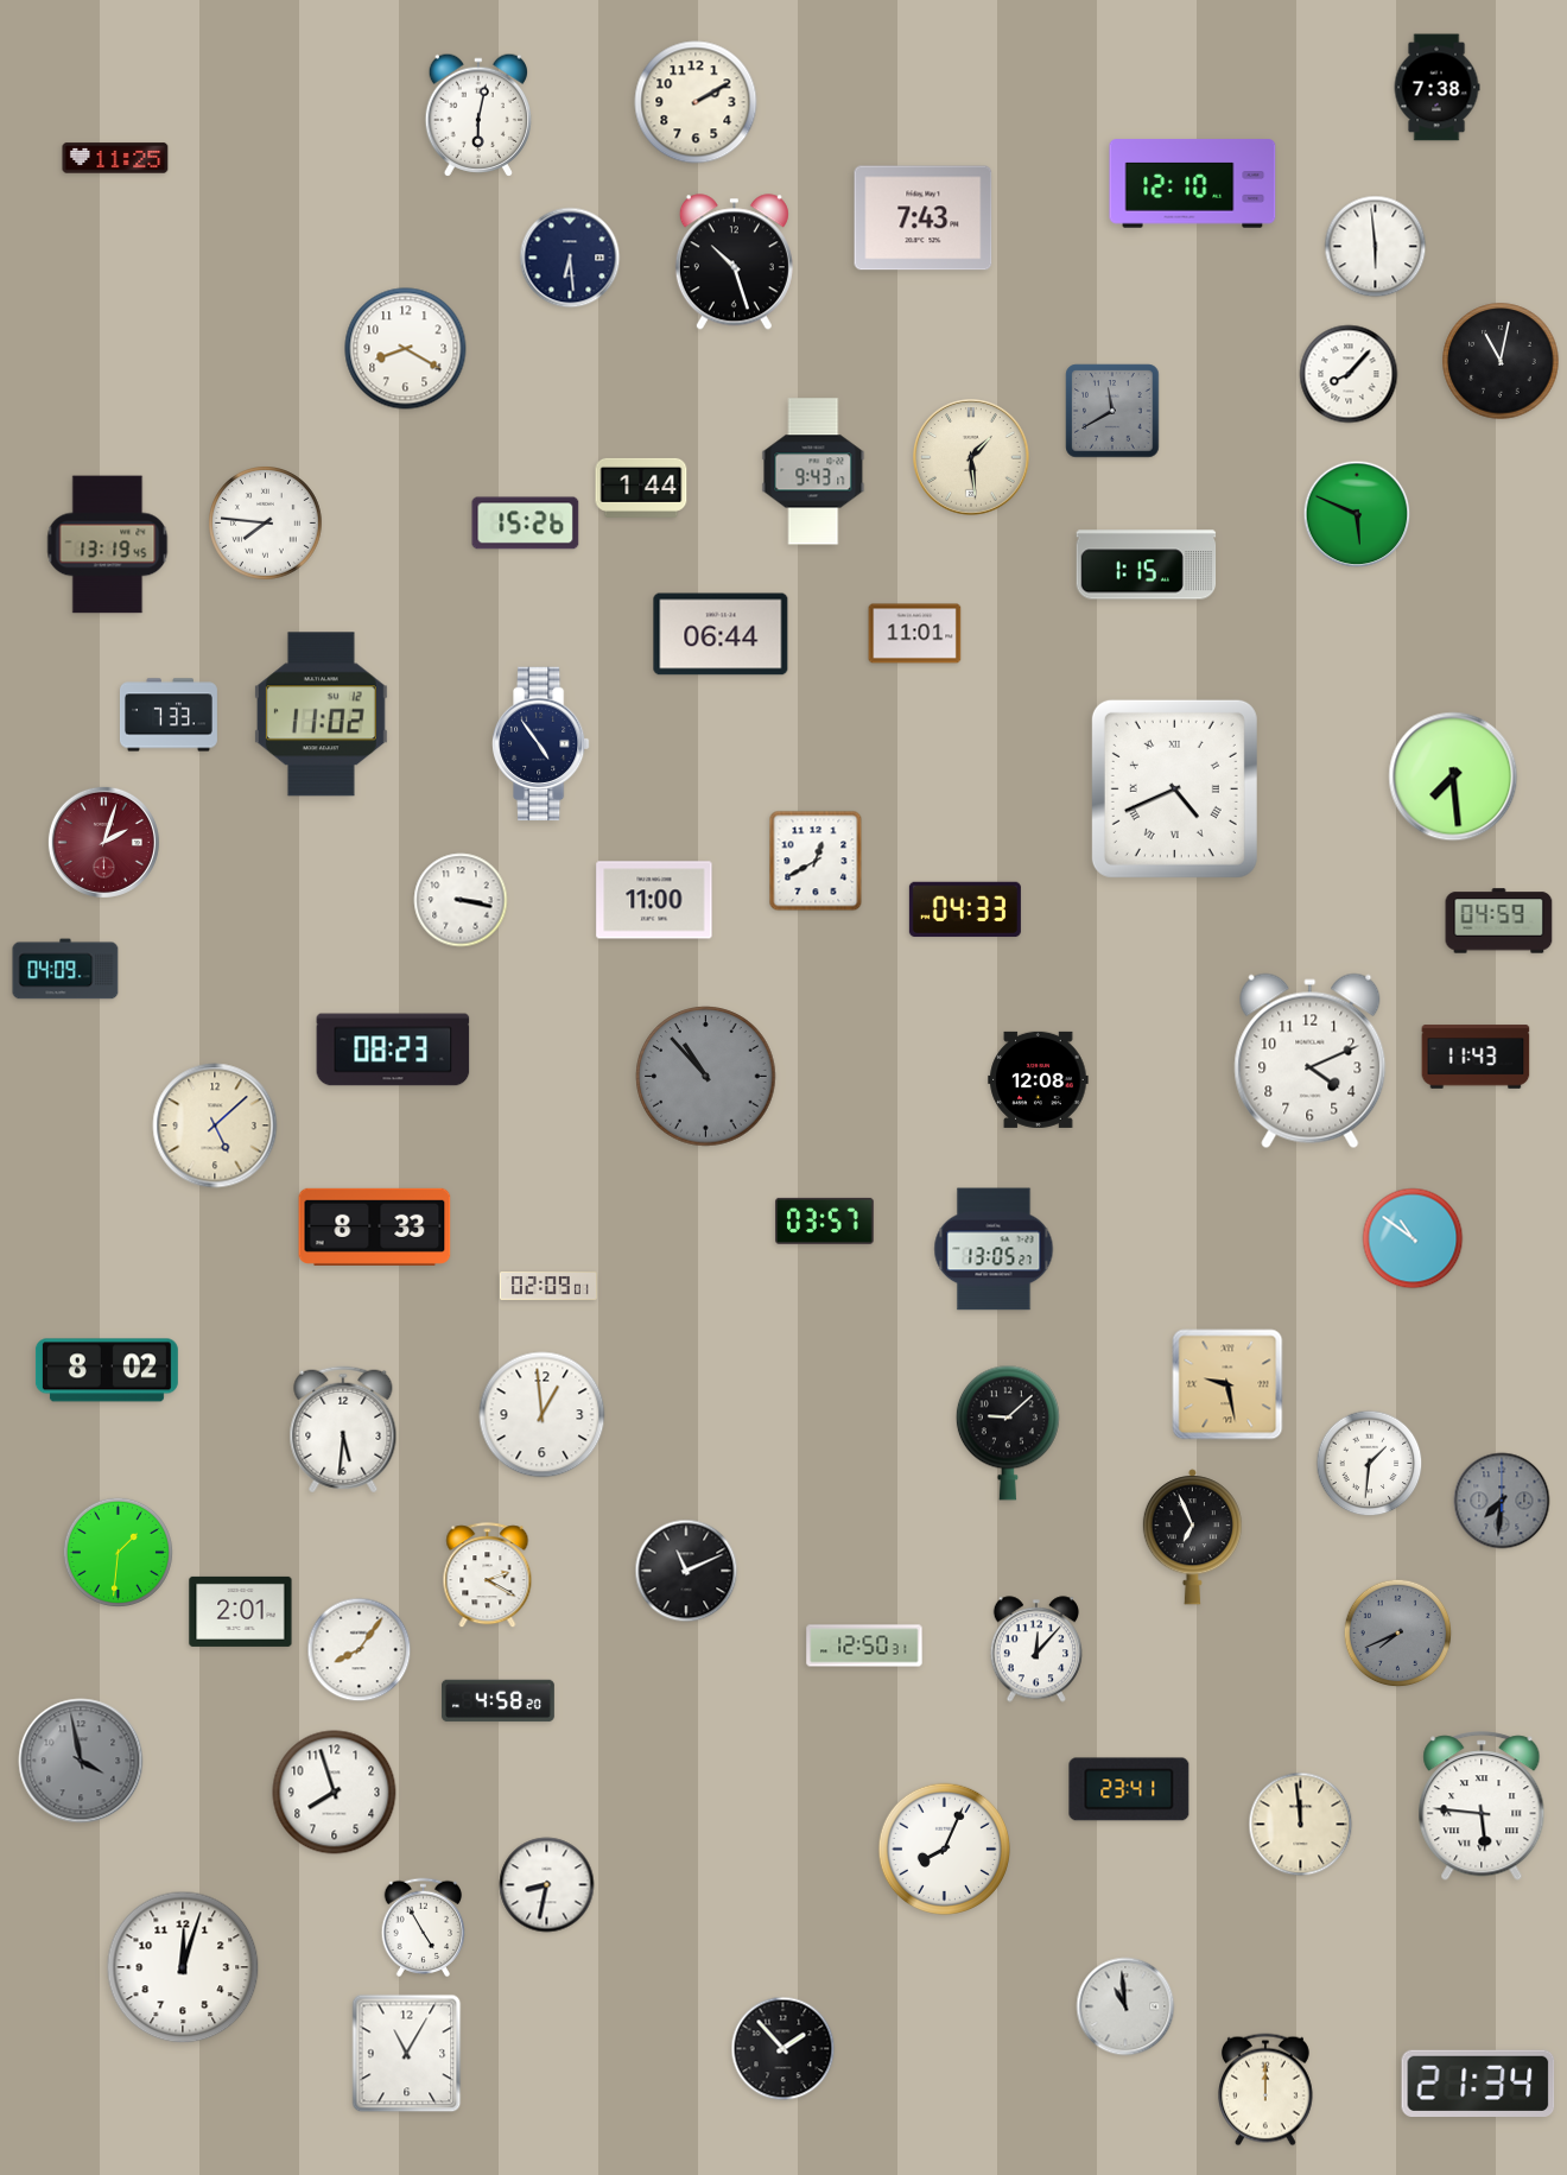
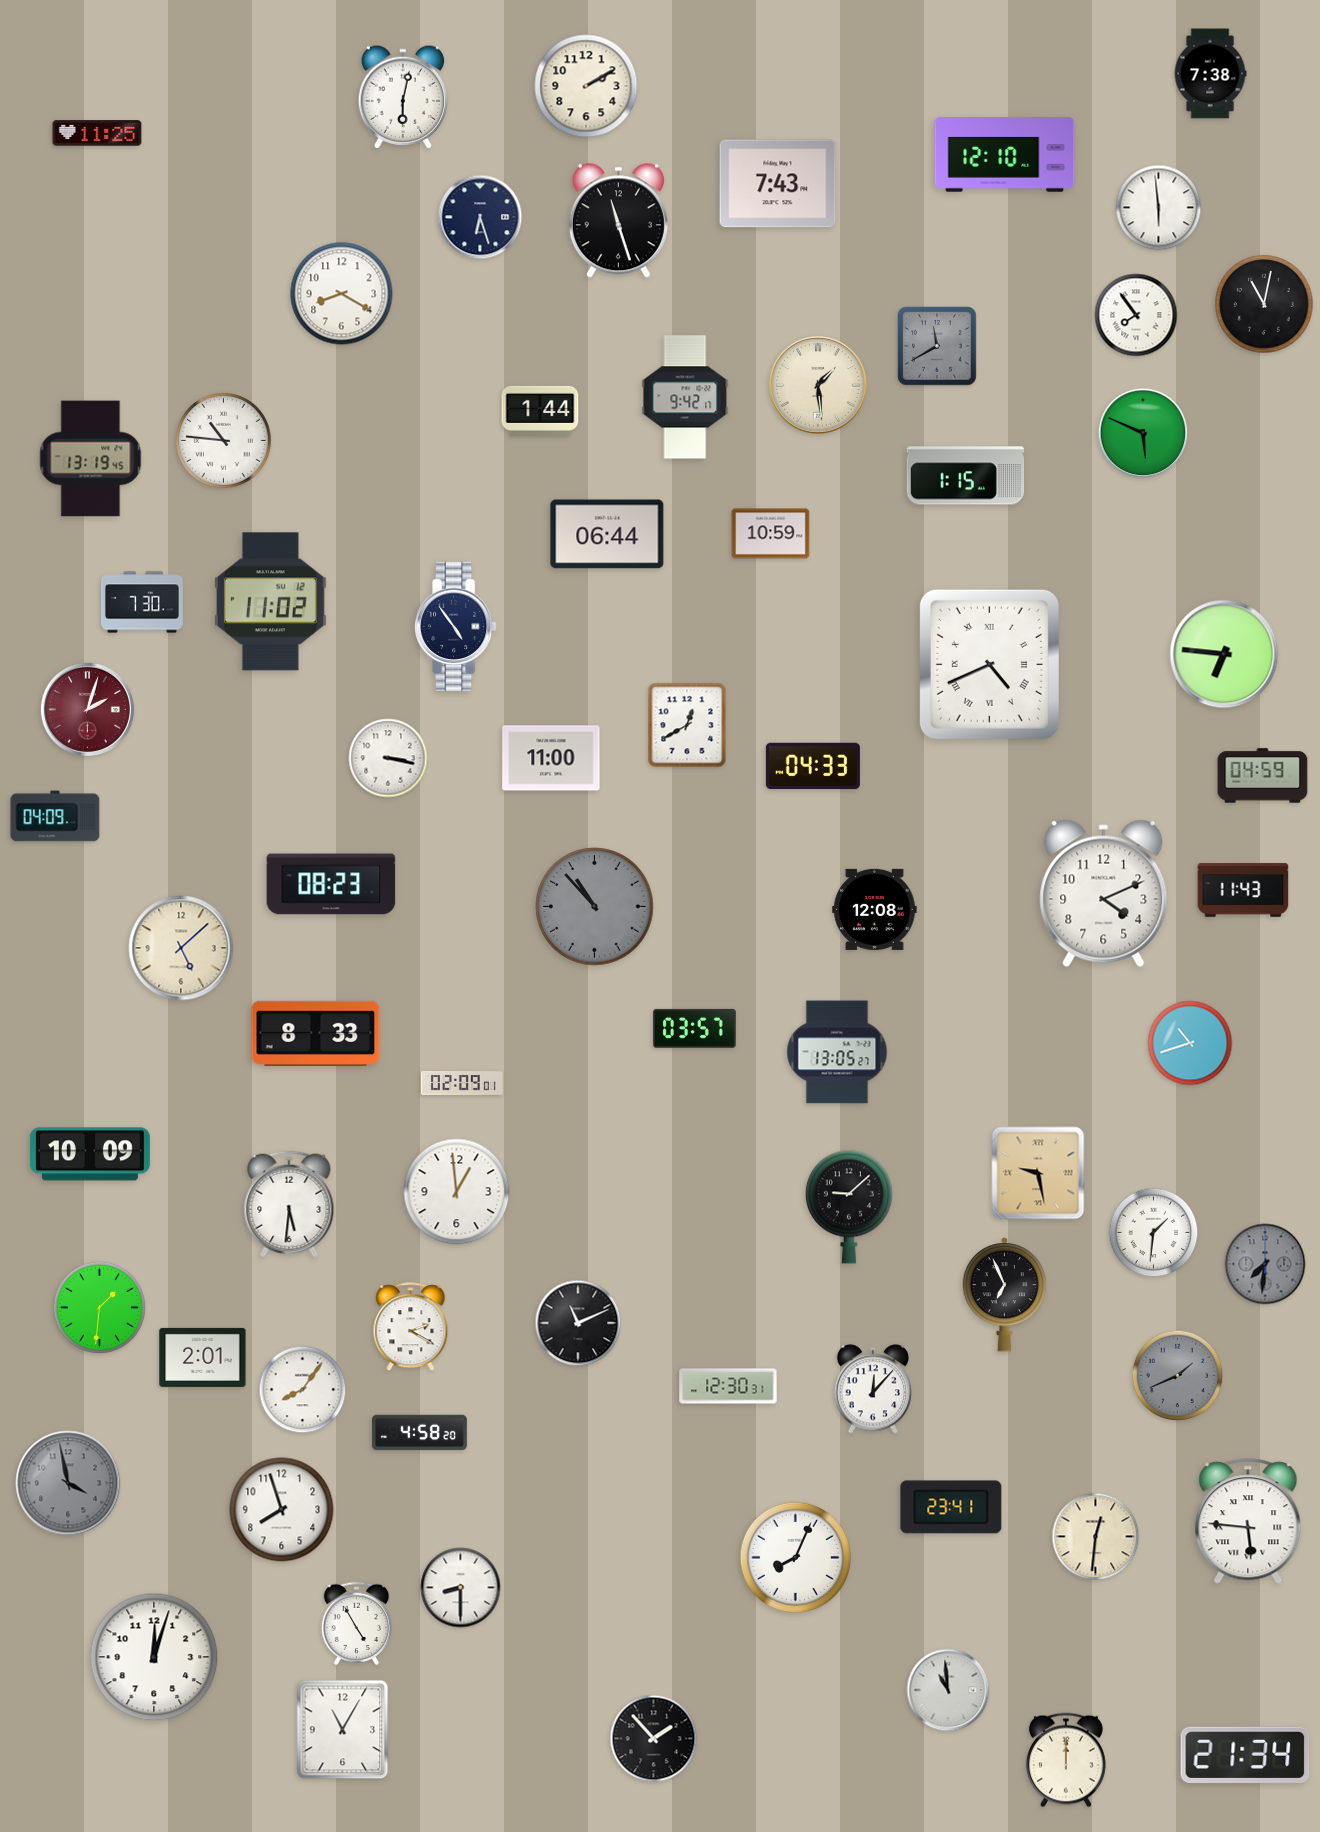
clock at (570, 258): 6:29 -> 6:27
clock at (734, 262): 10:27 -> 11:27
clock at (1349, 374): 8:07 -> 7:54
clock at (813, 471): 9:43 -> 9:42
clock at (266, 524): 7:46 -> 10:46
clock at (526, 524): 15:26 -> none
clock at (915, 634): 11:01 -> 10:59
clock at (169, 715): 7:33 -> 7:30
clock at (1453, 776): 7:29 -> 6:46
clock at (1413, 1238): 10:51 -> 10:42
clock at (107, 1370): 8:02 -> 10:09
clock at (1227, 1384) position: (1227, 1384) -> (1038, 1173)
clock at (1398, 1634): 7:41 -> 1:41
clock at (864, 1645): 12:50 -> 12:30
clock at (1301, 1825): 11:59 -> 12:31
clock at (547, 1885): 8:32 -> 8:30
clock at (783, 2049) position: (783, 2049) -> (654, 1739)
